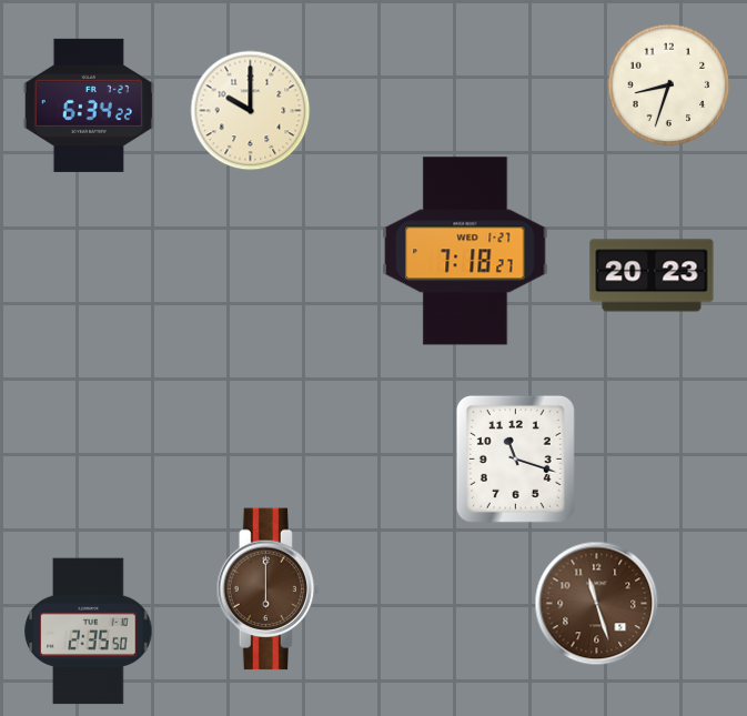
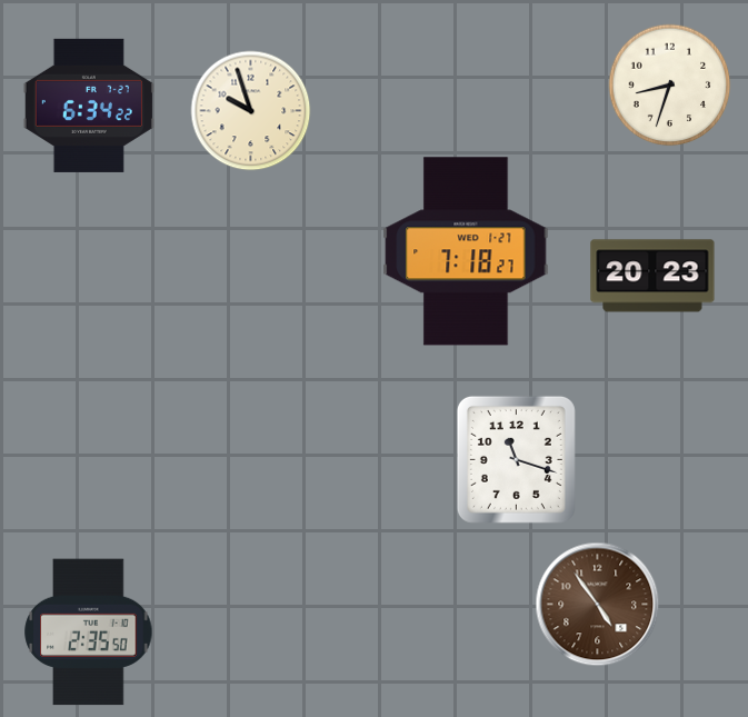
clock at (251, 111): 10:00 -> 9:57
clock at (269, 589): 6:00 -> none
clock at (597, 604): 11:27 -> 4:54
